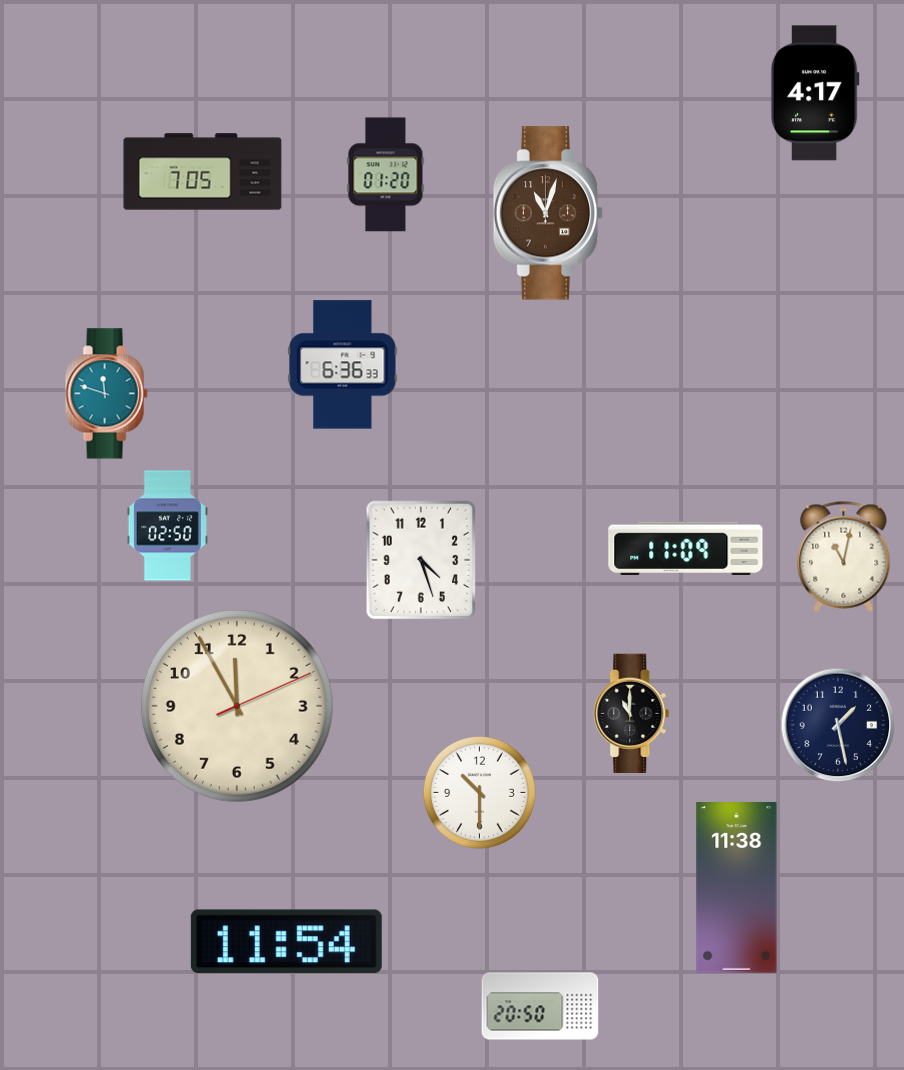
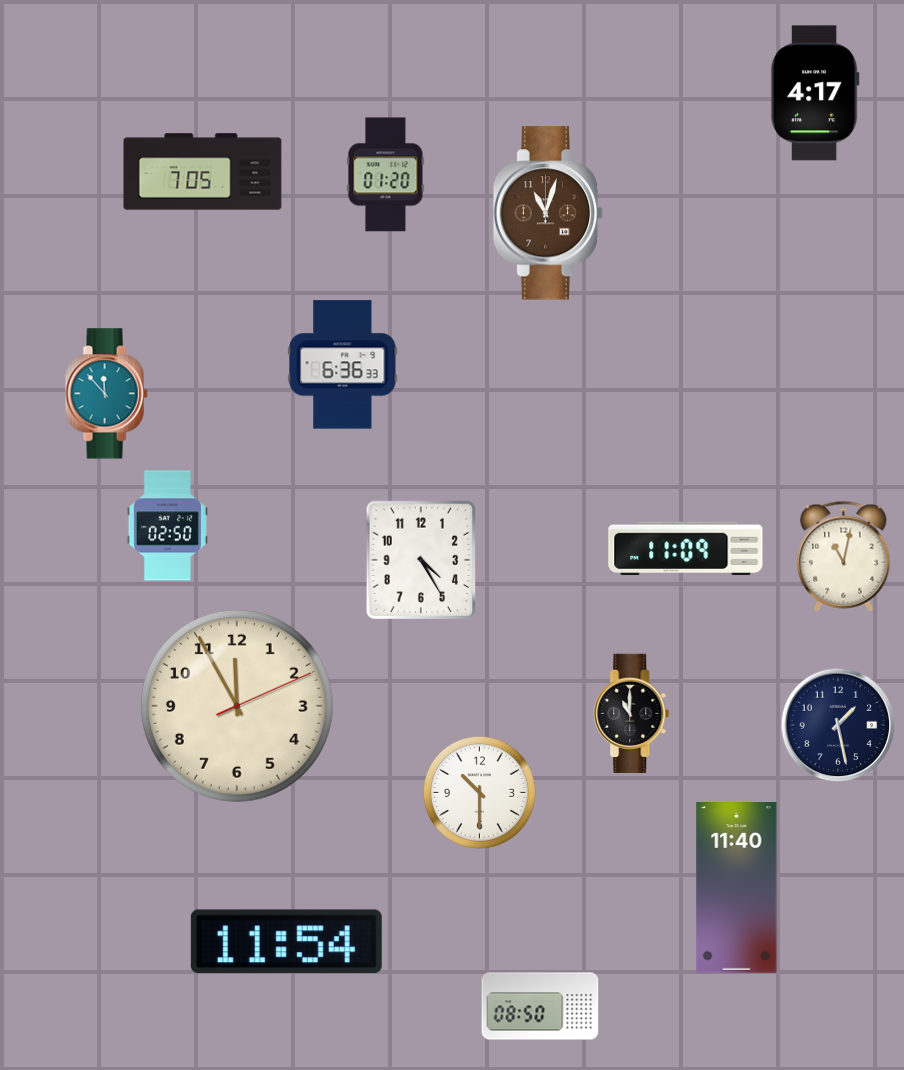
clock at (106, 394): 11:48 -> 11:53
clock at (421, 560): 4:27 -> 4:25
clock at (737, 888): 11:38 -> 11:40
clock at (540, 1006): 20:50 -> 08:50
